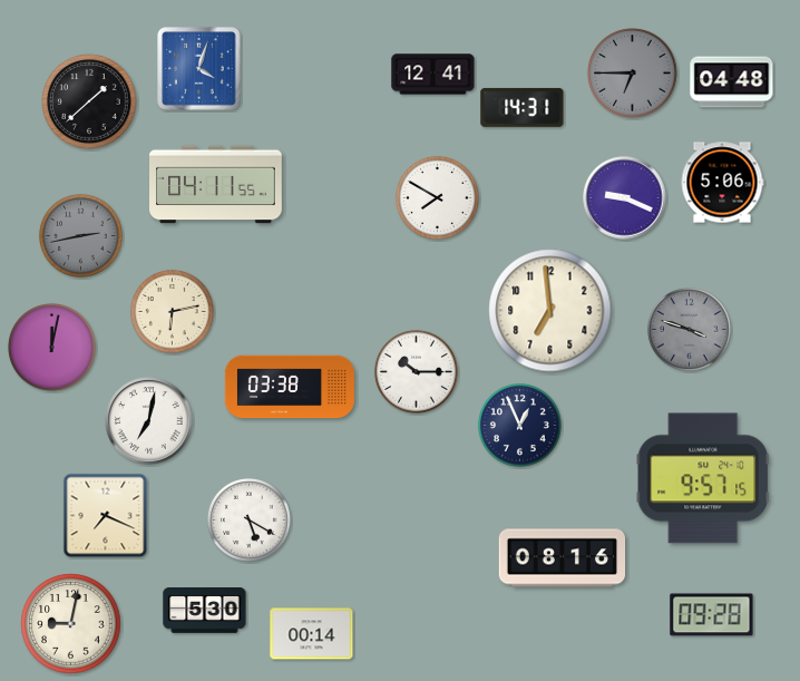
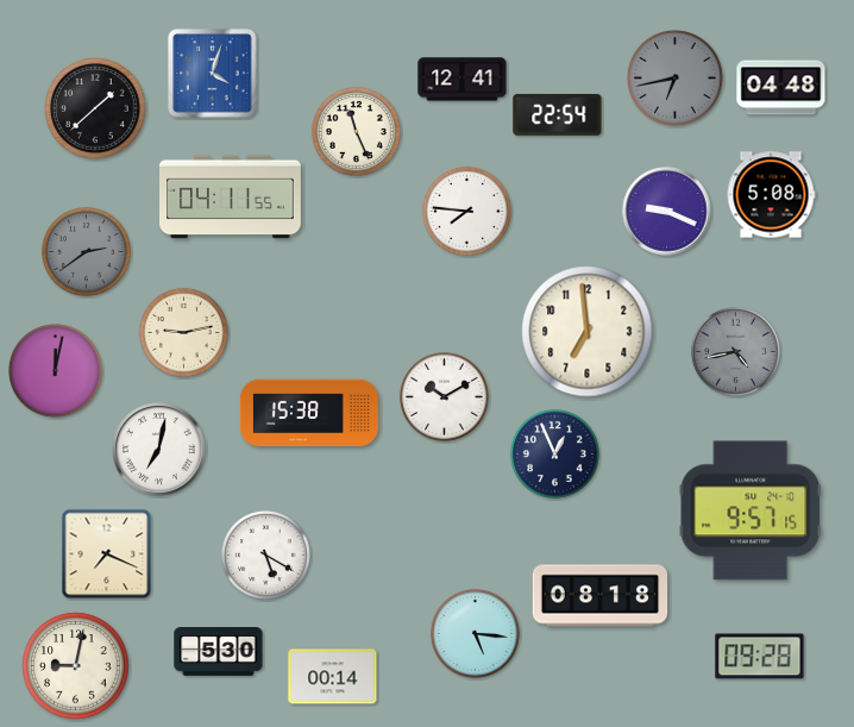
clock at (633, 74): 6:45 -> 6:43
clock at (523, 107): 14:31 -> 22:54
clock at (356, 131): none -> 11:26
clock at (722, 183): 5:06 -> 5:08
clock at (437, 197): 7:50 -> 7:46
clock at (80, 235): 2:43 -> 2:39
clock at (172, 311): 6:13 -> 9:13
clock at (689, 329): 3:48 -> 4:43
clock at (416, 371): 10:15 -> 10:10
clock at (290, 387): 03:38 -> 15:38
clock at (106, 516) position: (106, 516) -> (107, 554)
clock at (563, 558): 08:16 -> 08:18
clock at (475, 633): none -> 5:16
